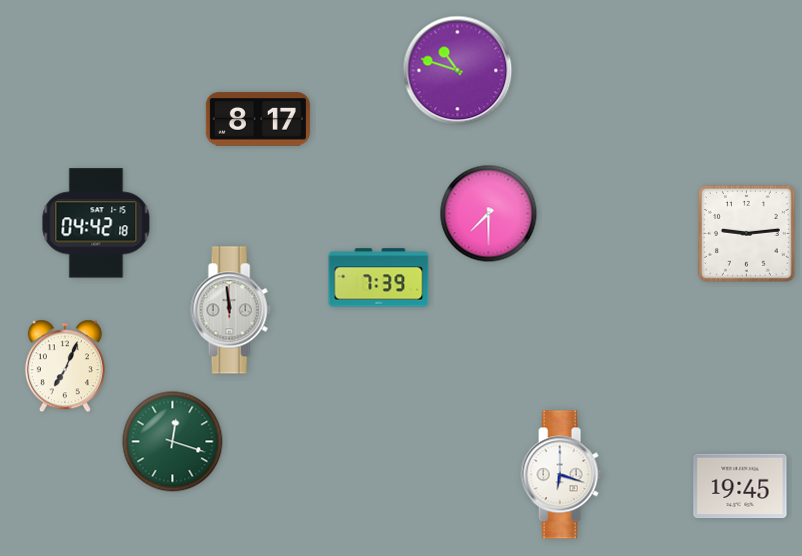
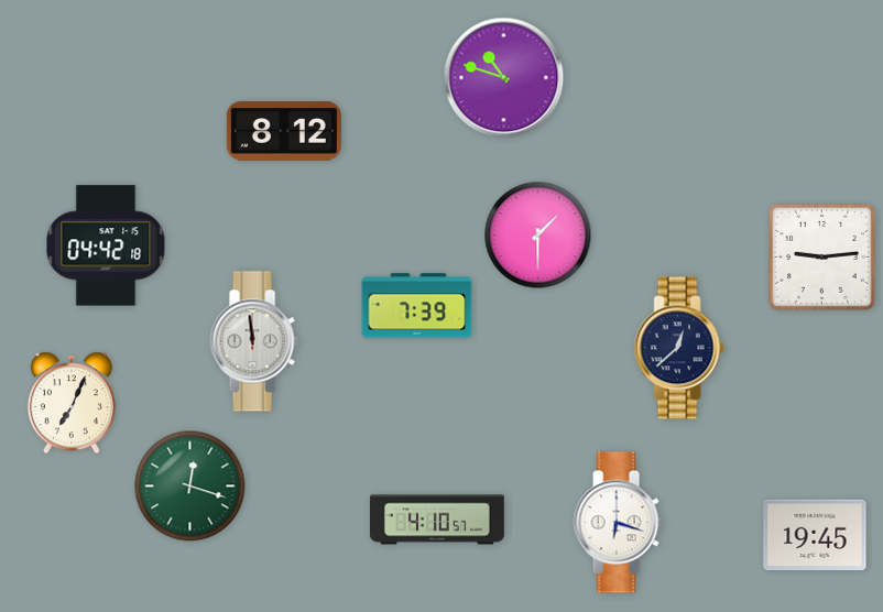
clock at (258, 119): 8:17 -> 8:12
clock at (489, 214): 7:30 -> 1:30
clock at (679, 348): none -> 12:38
clock at (437, 520): none -> 4:10
